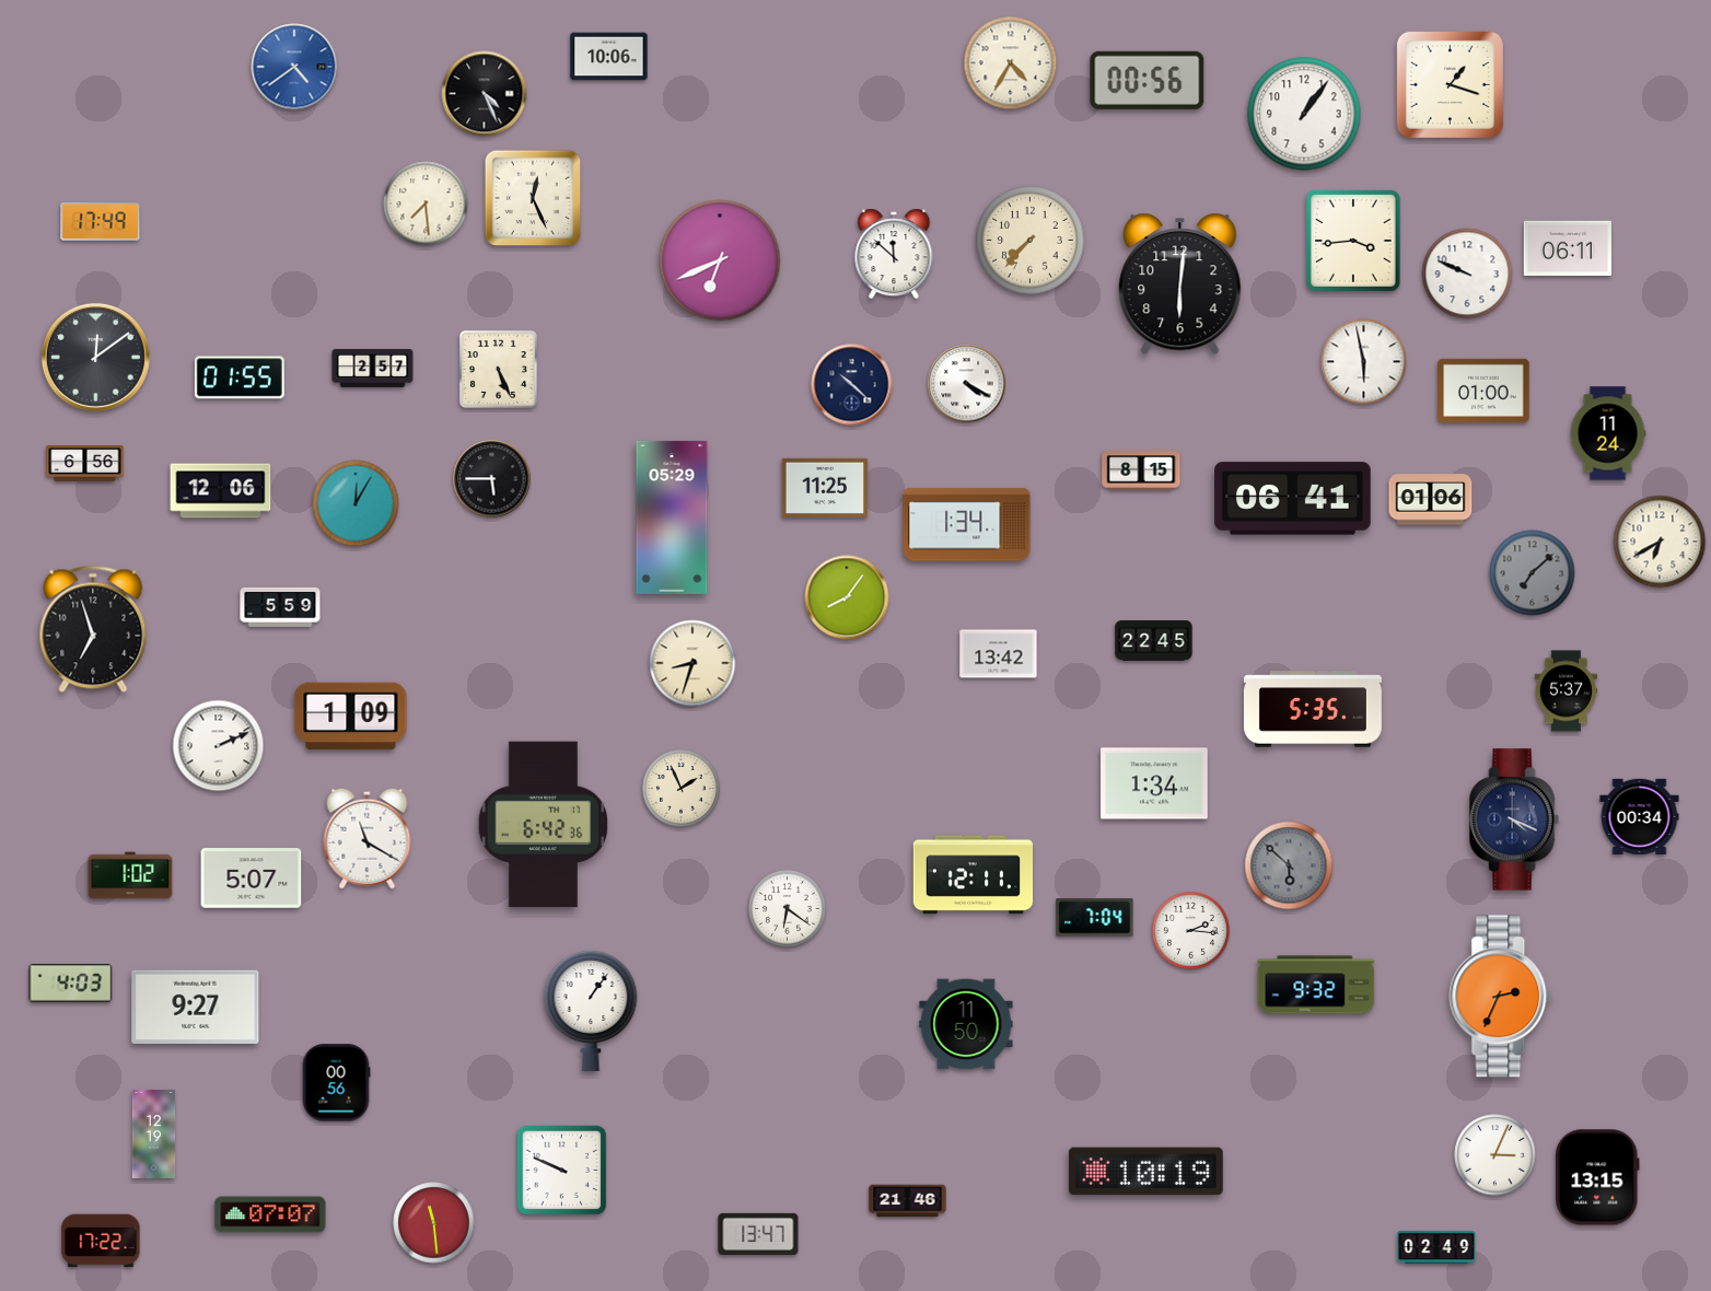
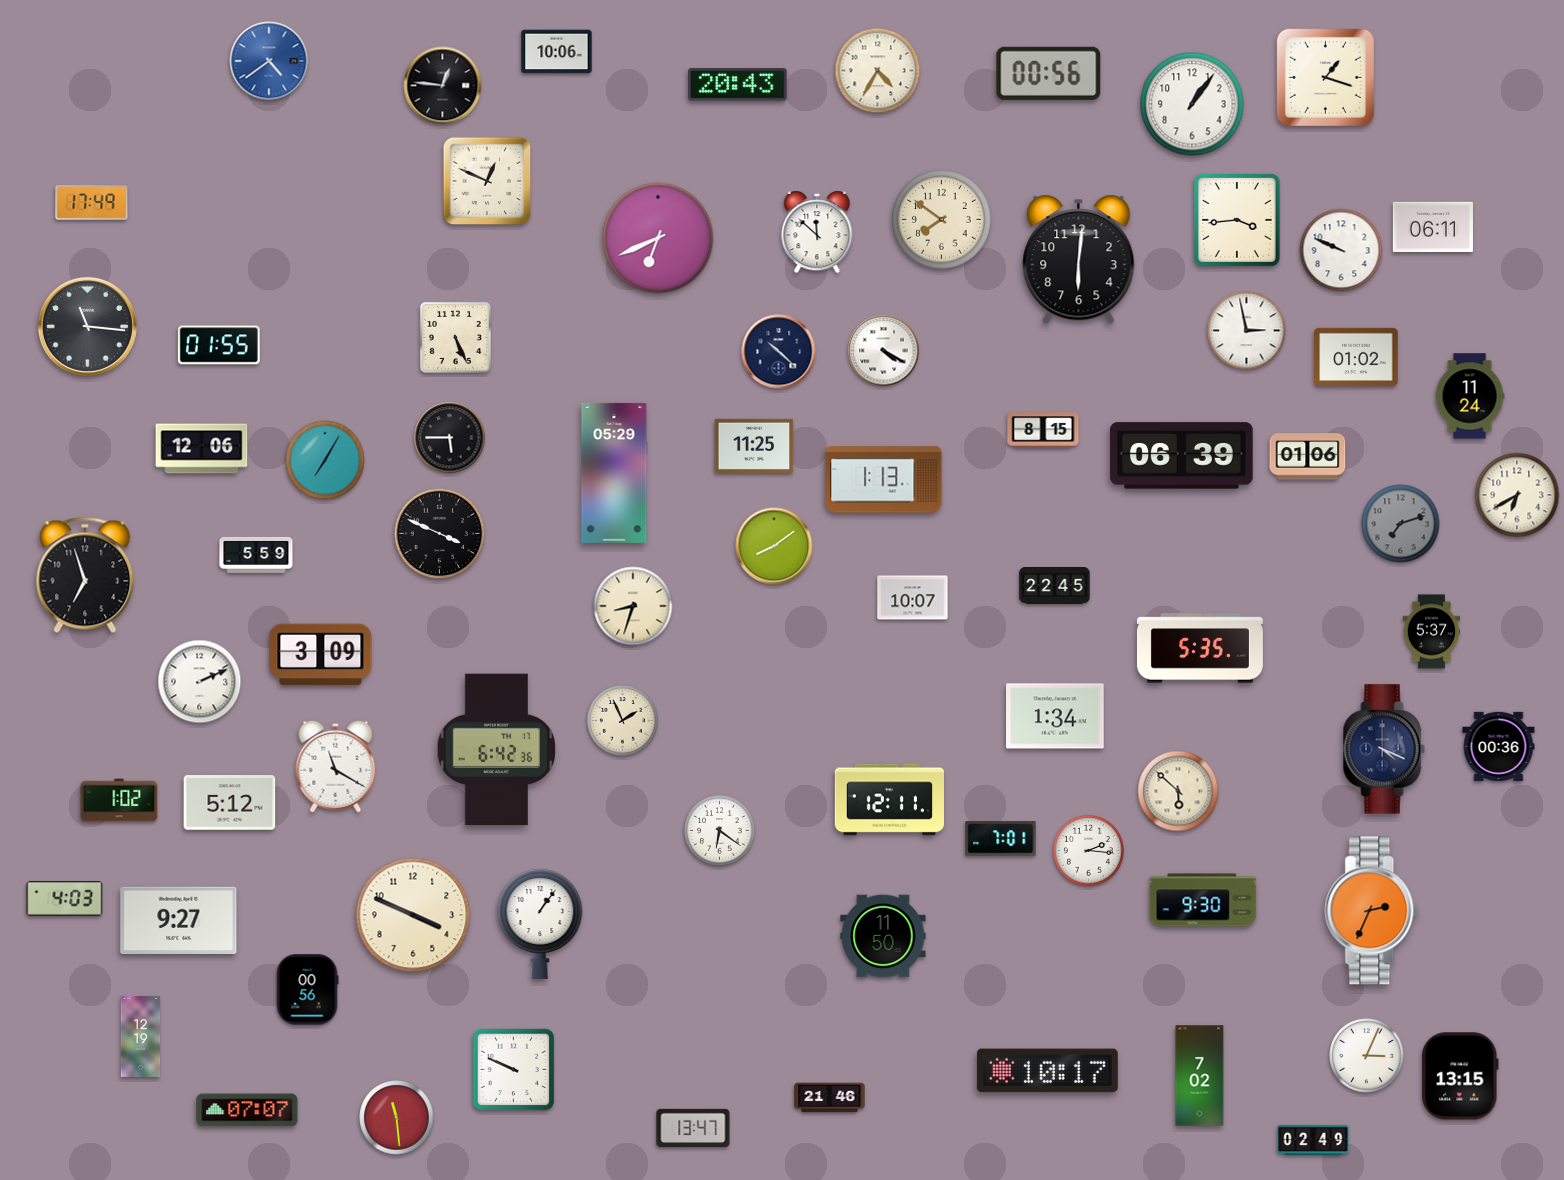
clock at (1011, 63) position: (1011, 63) -> (878, 71)
clock at (738, 85): none -> 20:43
clock at (485, 94): 4:26 -> 12:46
clock at (533, 198): 12:26 -> 12:49
clock at (426, 203): 7:29 -> none
clock at (1031, 241): 7:37 -> 7:51
clock at (95, 357): 12:09 -> 11:16
clock at (1364, 362): 5:58 -> 2:58
clock at (373, 368): 2:57 -> none
clock at (1483, 391): 01:00 -> 01:02
clock at (85, 464): 6:56 -> none
clock at (1293, 499): 06:41 -> 06:39
clock at (356, 503): 12:05 -> 7:05
clock at (967, 525): 1:34 -> 1:13
clock at (1533, 573): 7:08 -> 7:12
clock at (440, 534): none -> 3:49
clock at (847, 597): 8:06 -> 8:09
clock at (999, 654): 13:42 -> 10:07
clock at (351, 717): 1:09 -> 3:09
clock at (1640, 816): 00:34 -> 00:36
clock at (544, 825) position: (544, 825) -> (497, 750)
clock at (1289, 865) dial: grey -> cream
clock at (252, 879): 5:07 -> 5:12
clock at (1095, 918): 7:04 -> 7:01
clock at (1316, 985): 9:32 -> 9:30
clock at (413, 915): none -> 3:49
clock at (1145, 1172): 10:19 -> 10:17
clock at (1200, 1076): none -> 7:02
clock at (101, 1241): 17:22 -> none
